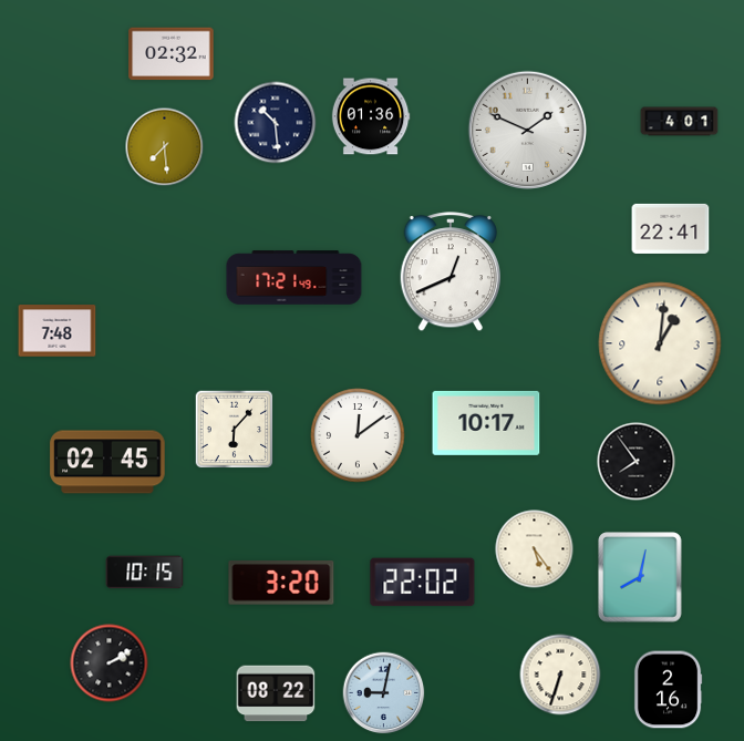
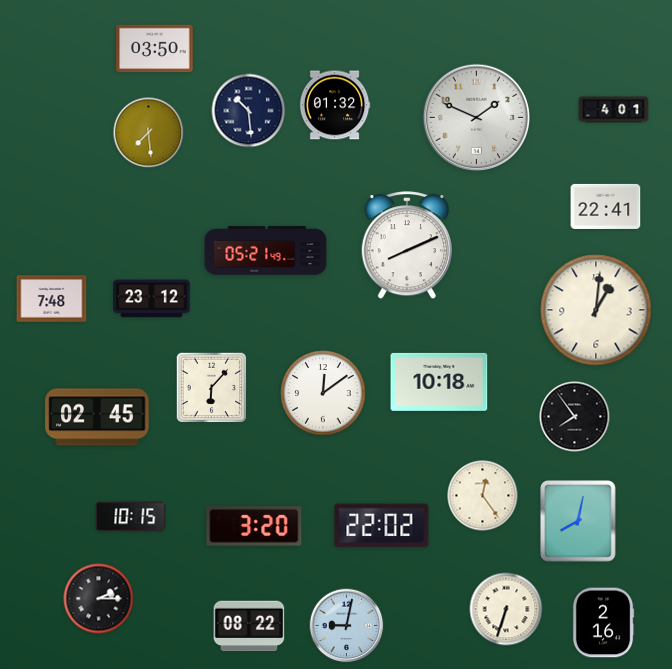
clock at (172, 54): 02:32 -> 03:50
clock at (371, 116): 01:36 -> 01:32
clock at (449, 272): 12:41 -> 8:11
clock at (294, 278): 17:21 -> 05:21
clock at (152, 299): none -> 23:12
clock at (486, 423): 10:17 -> 10:18
clock at (535, 549): 5:24 -> 12:24
clock at (110, 663): 2:10 -> 2:15
